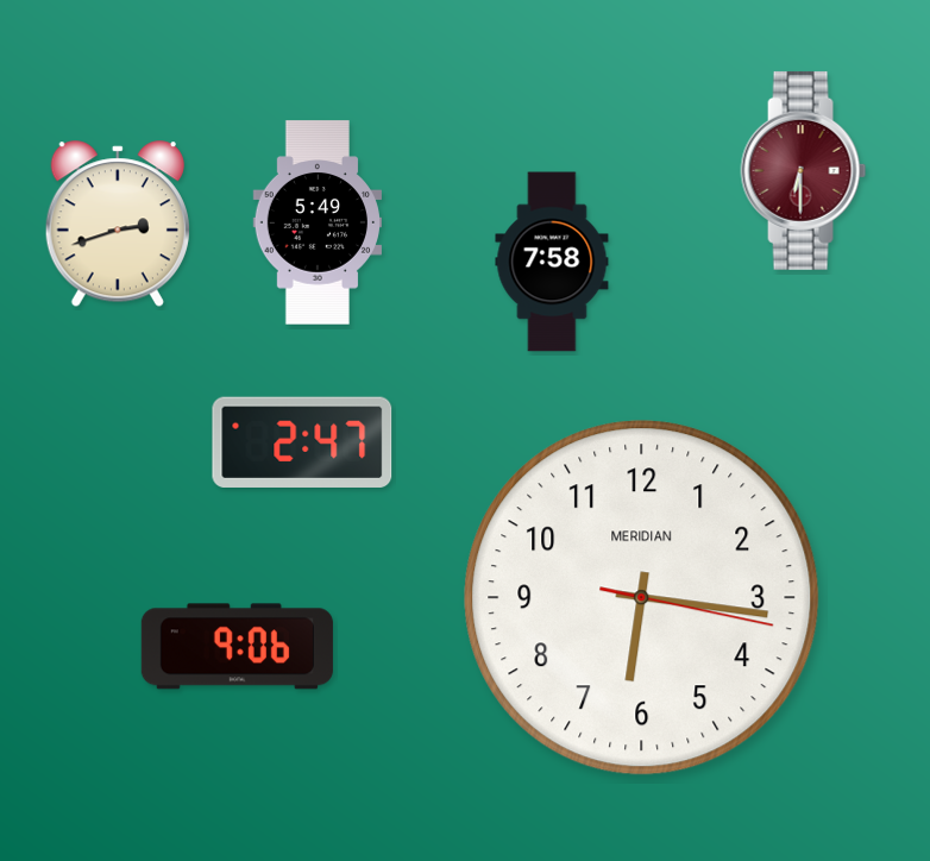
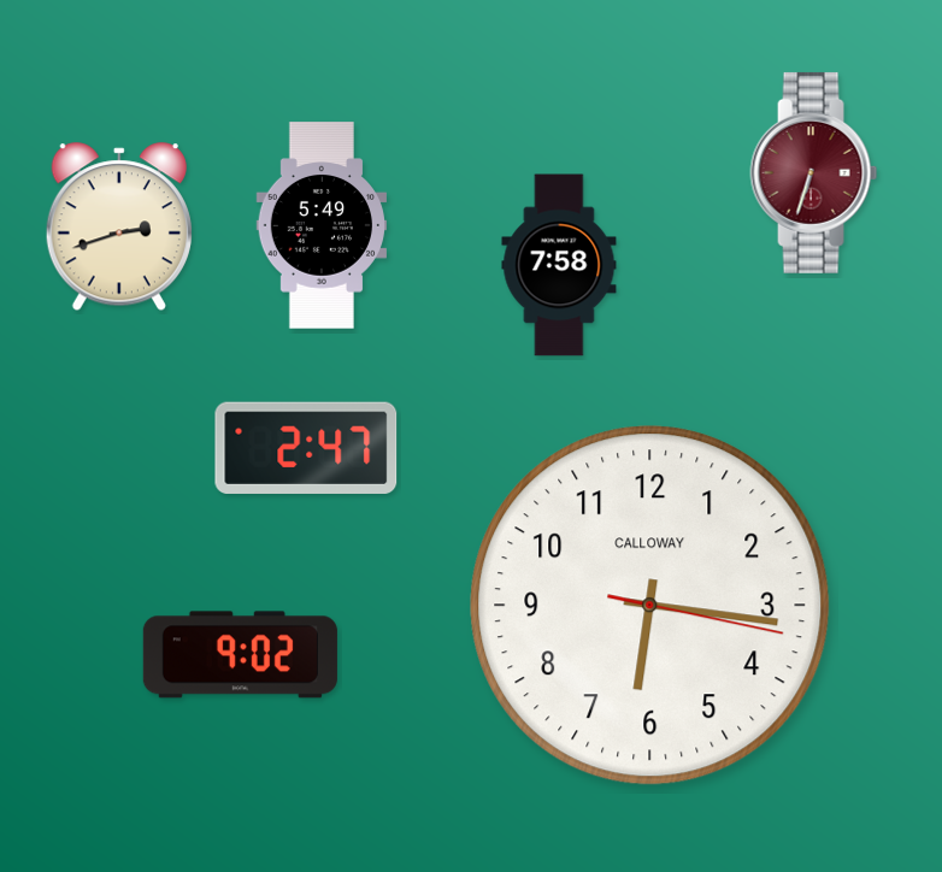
clock at (804, 170): 6:30 -> 6:33
clock at (642, 598) brand: MERIDIAN -> CALLOWAY
clock at (237, 647): 9:06 -> 9:02
